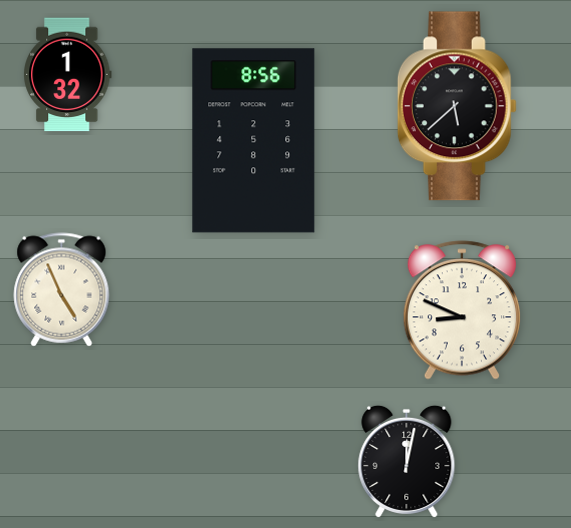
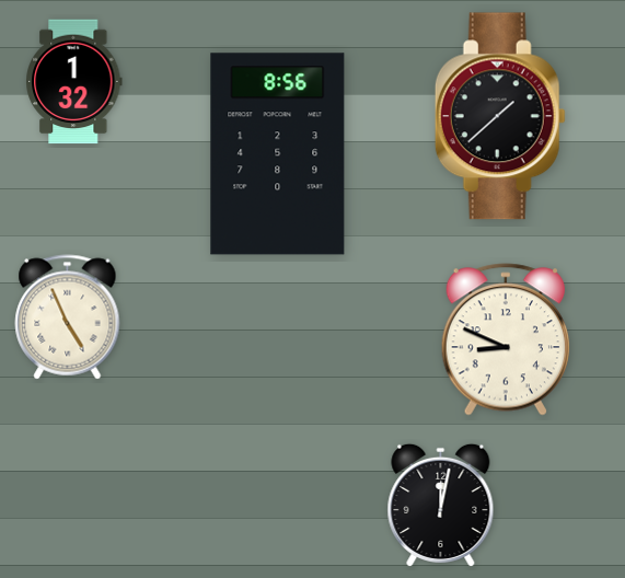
clock at (457, 106): 5:38 -> 1:38
clock at (407, 461) position: (407, 461) -> (441, 505)
